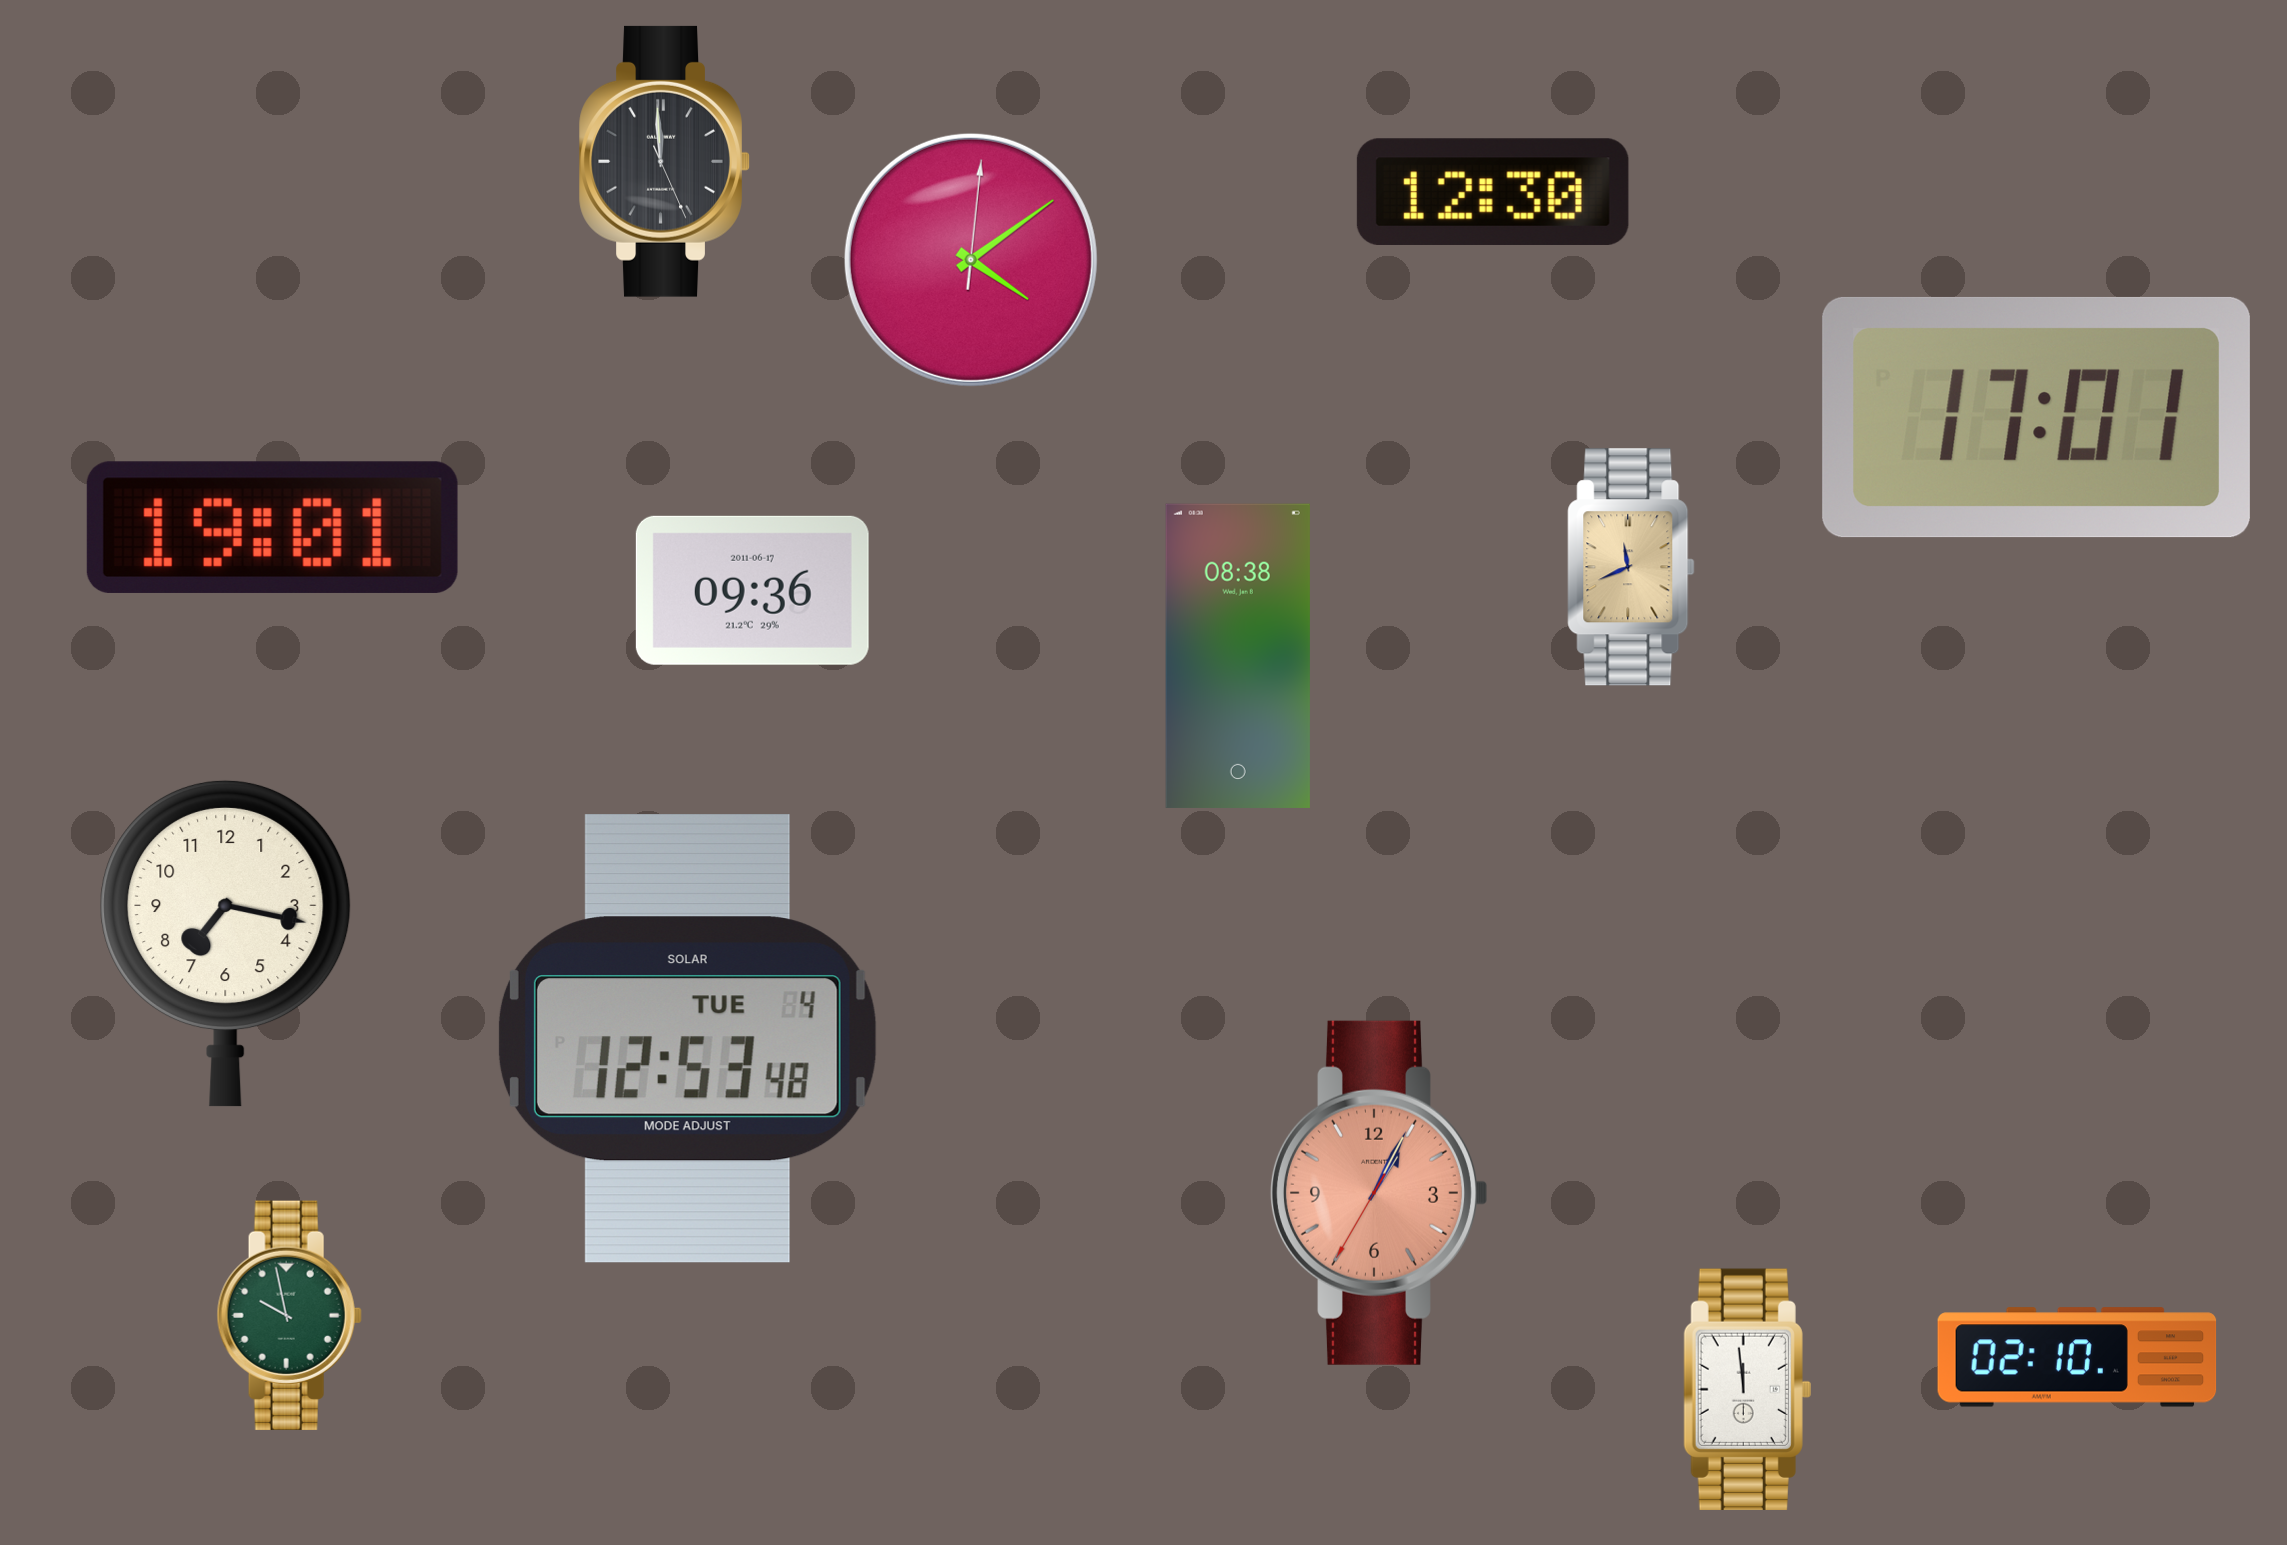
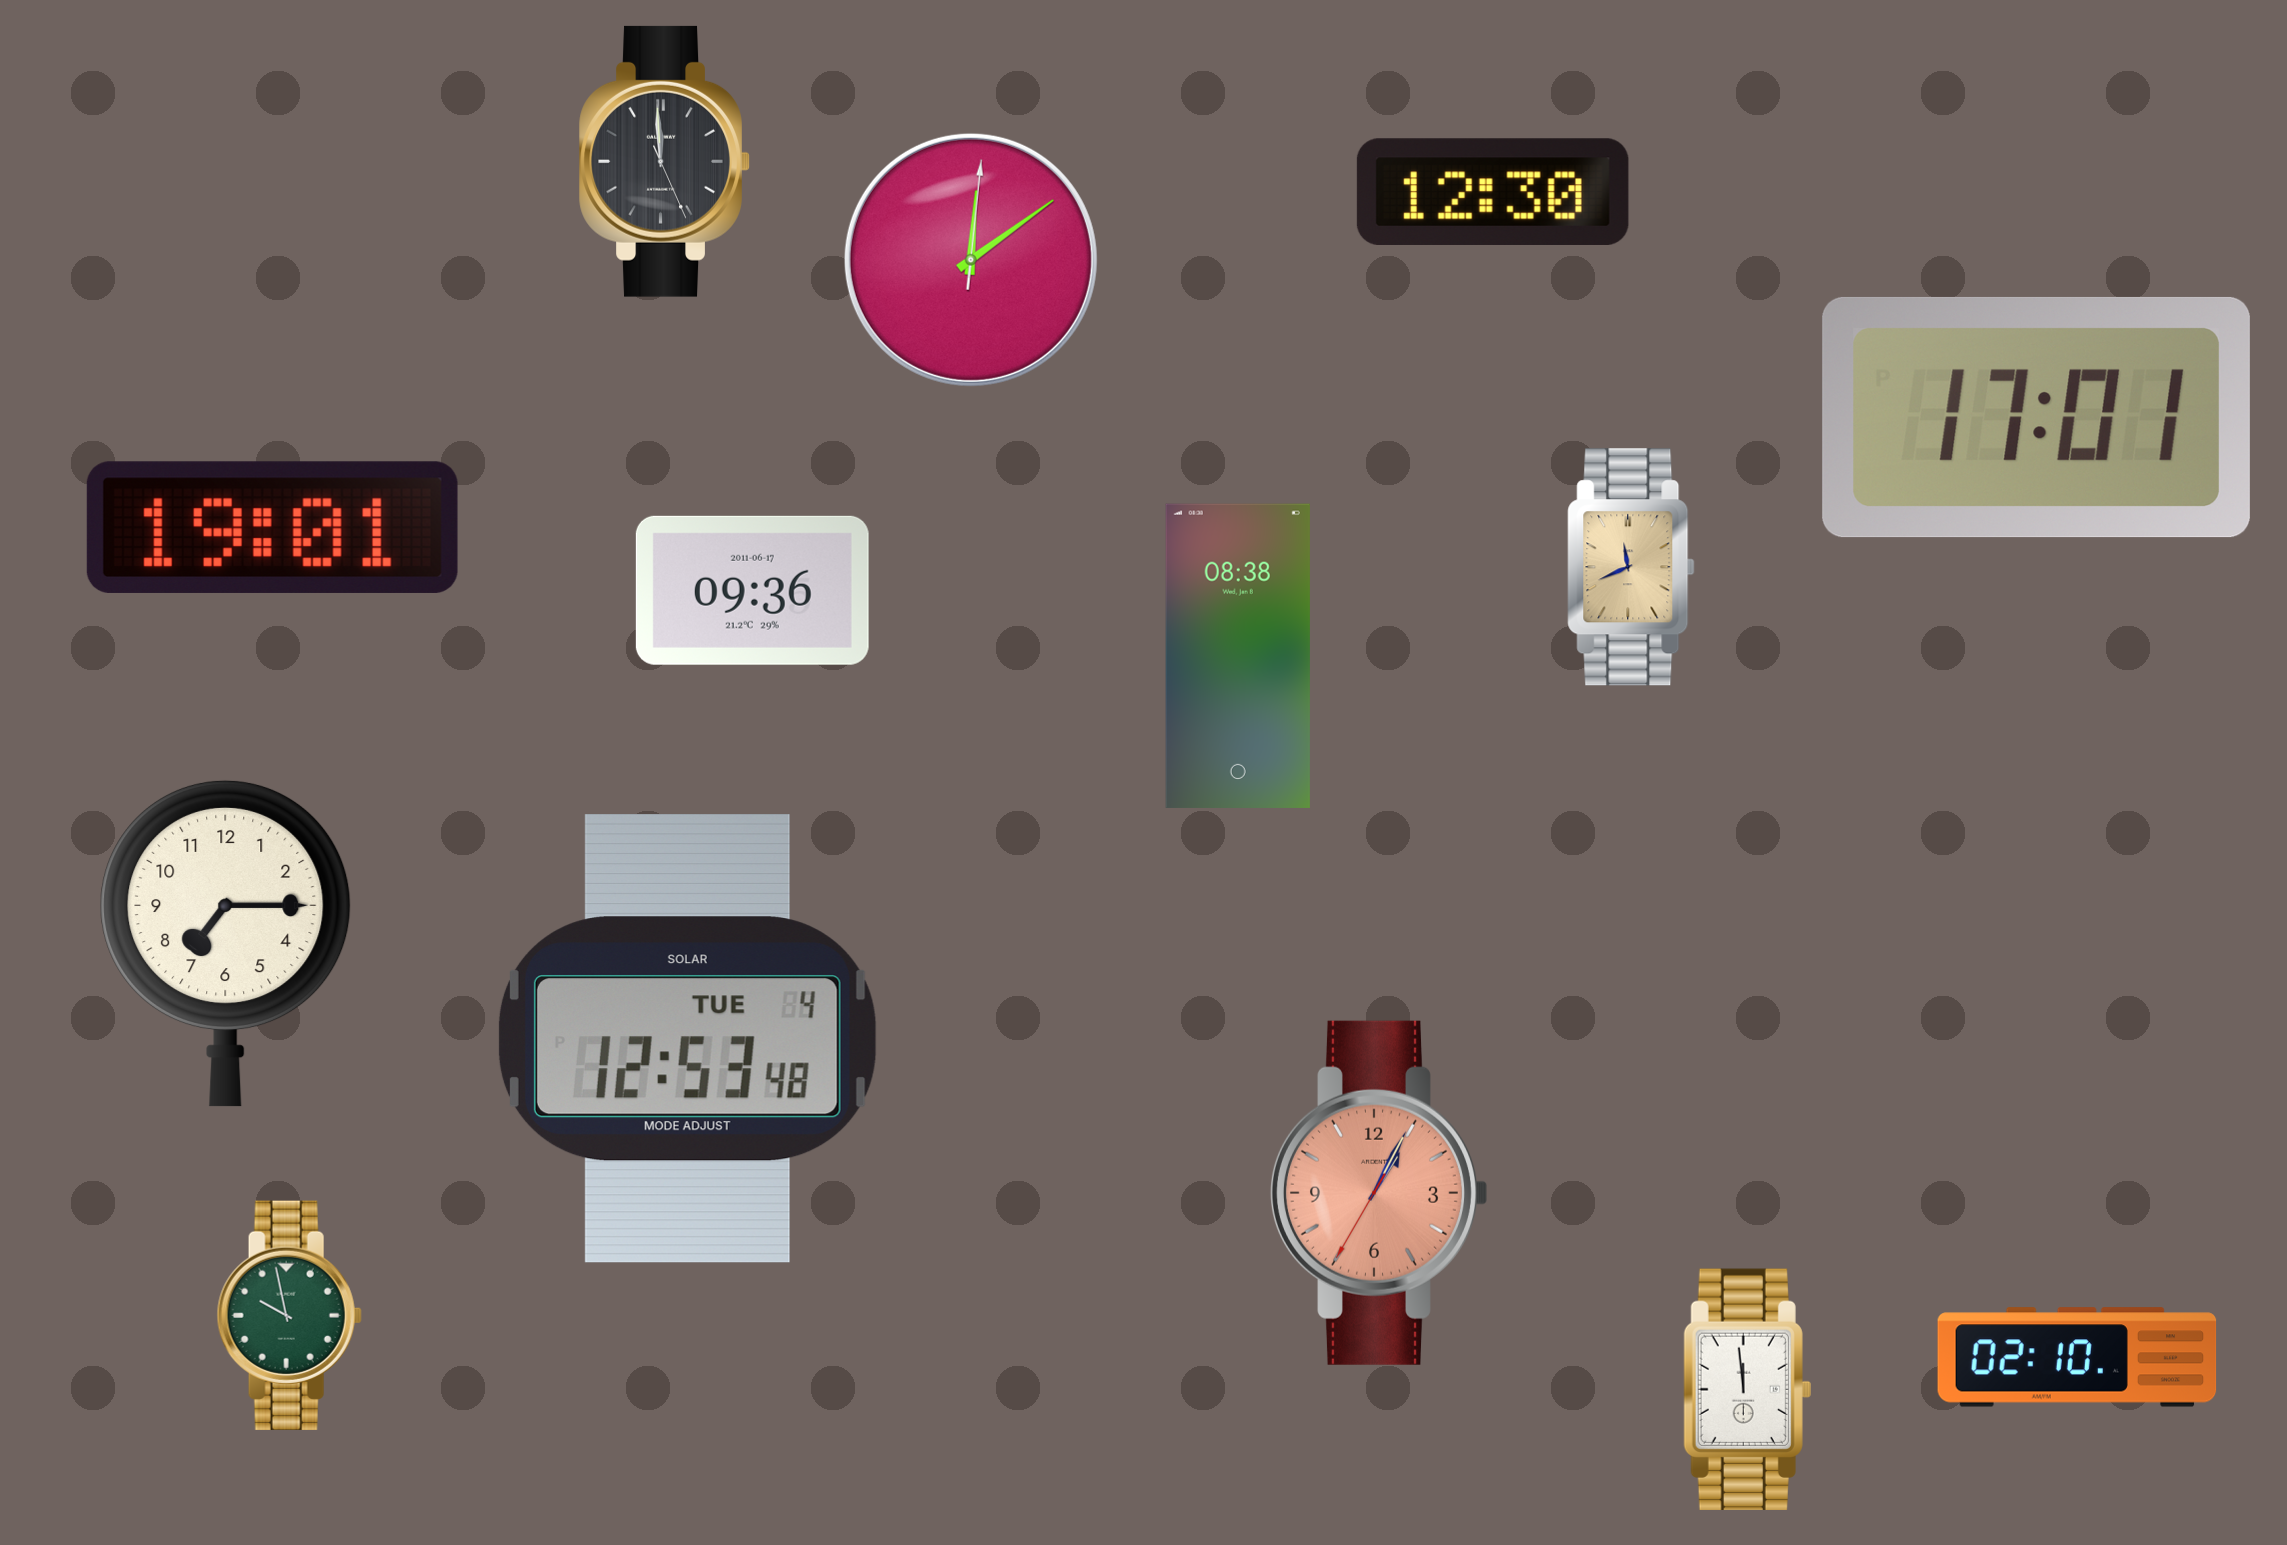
clock at (971, 260): 4:09 -> 12:09
clock at (226, 943): 7:17 -> 7:15
